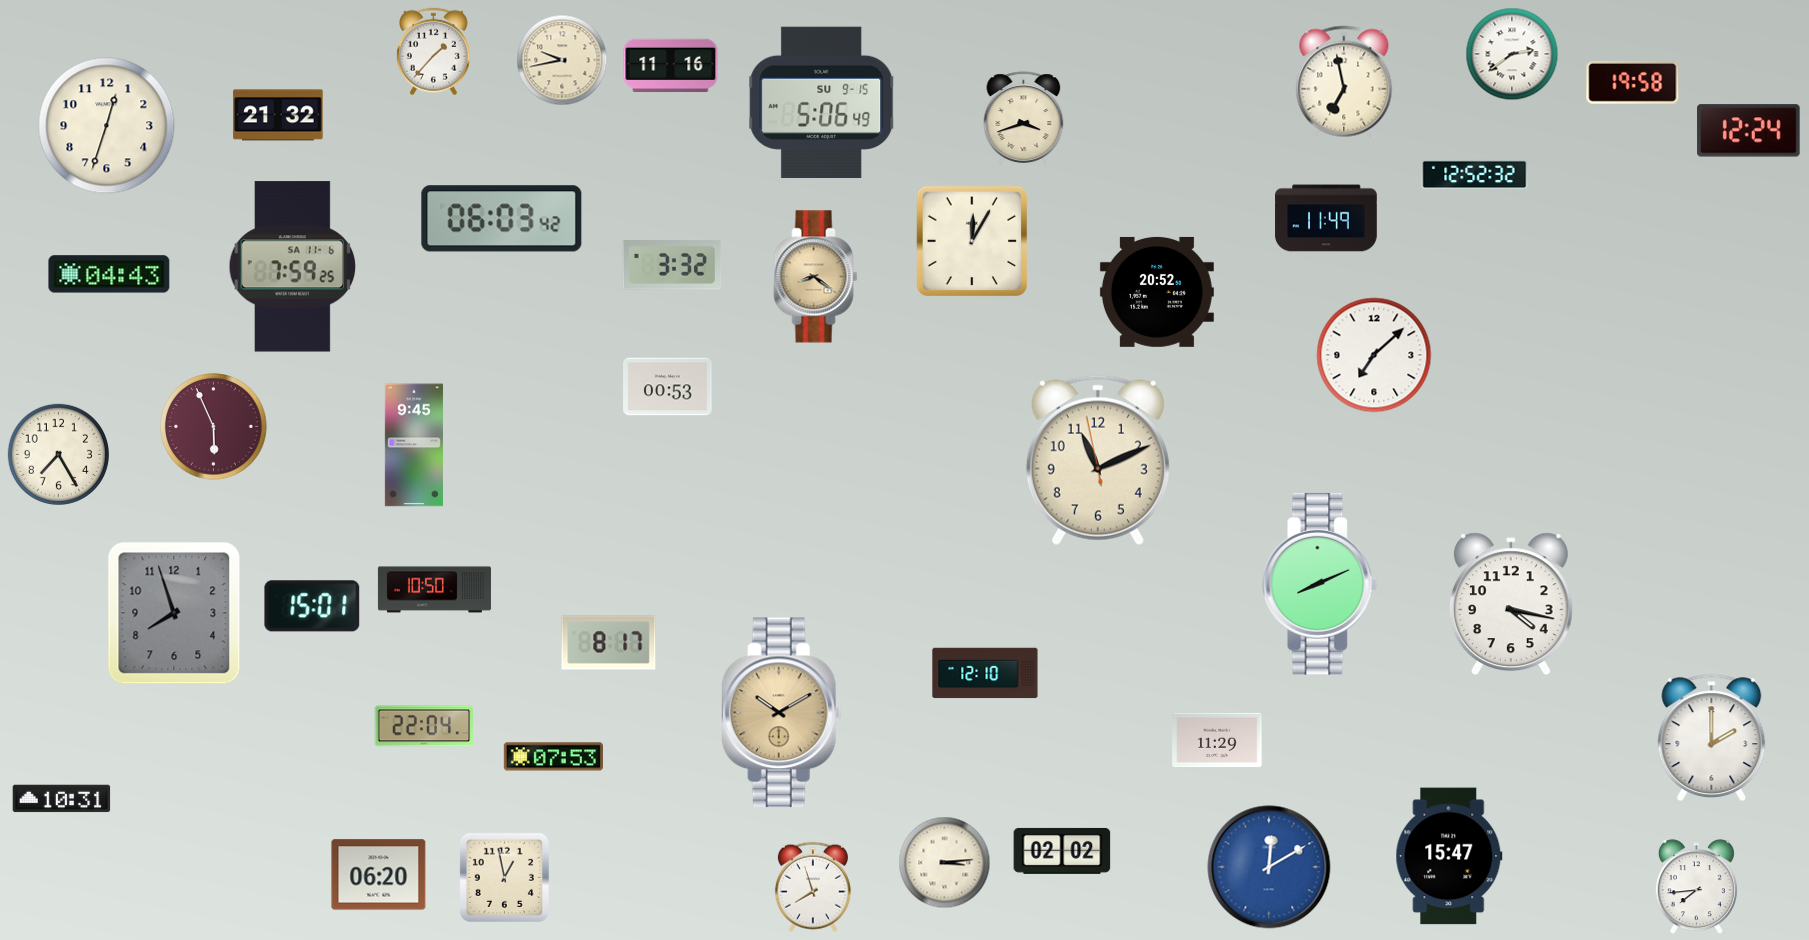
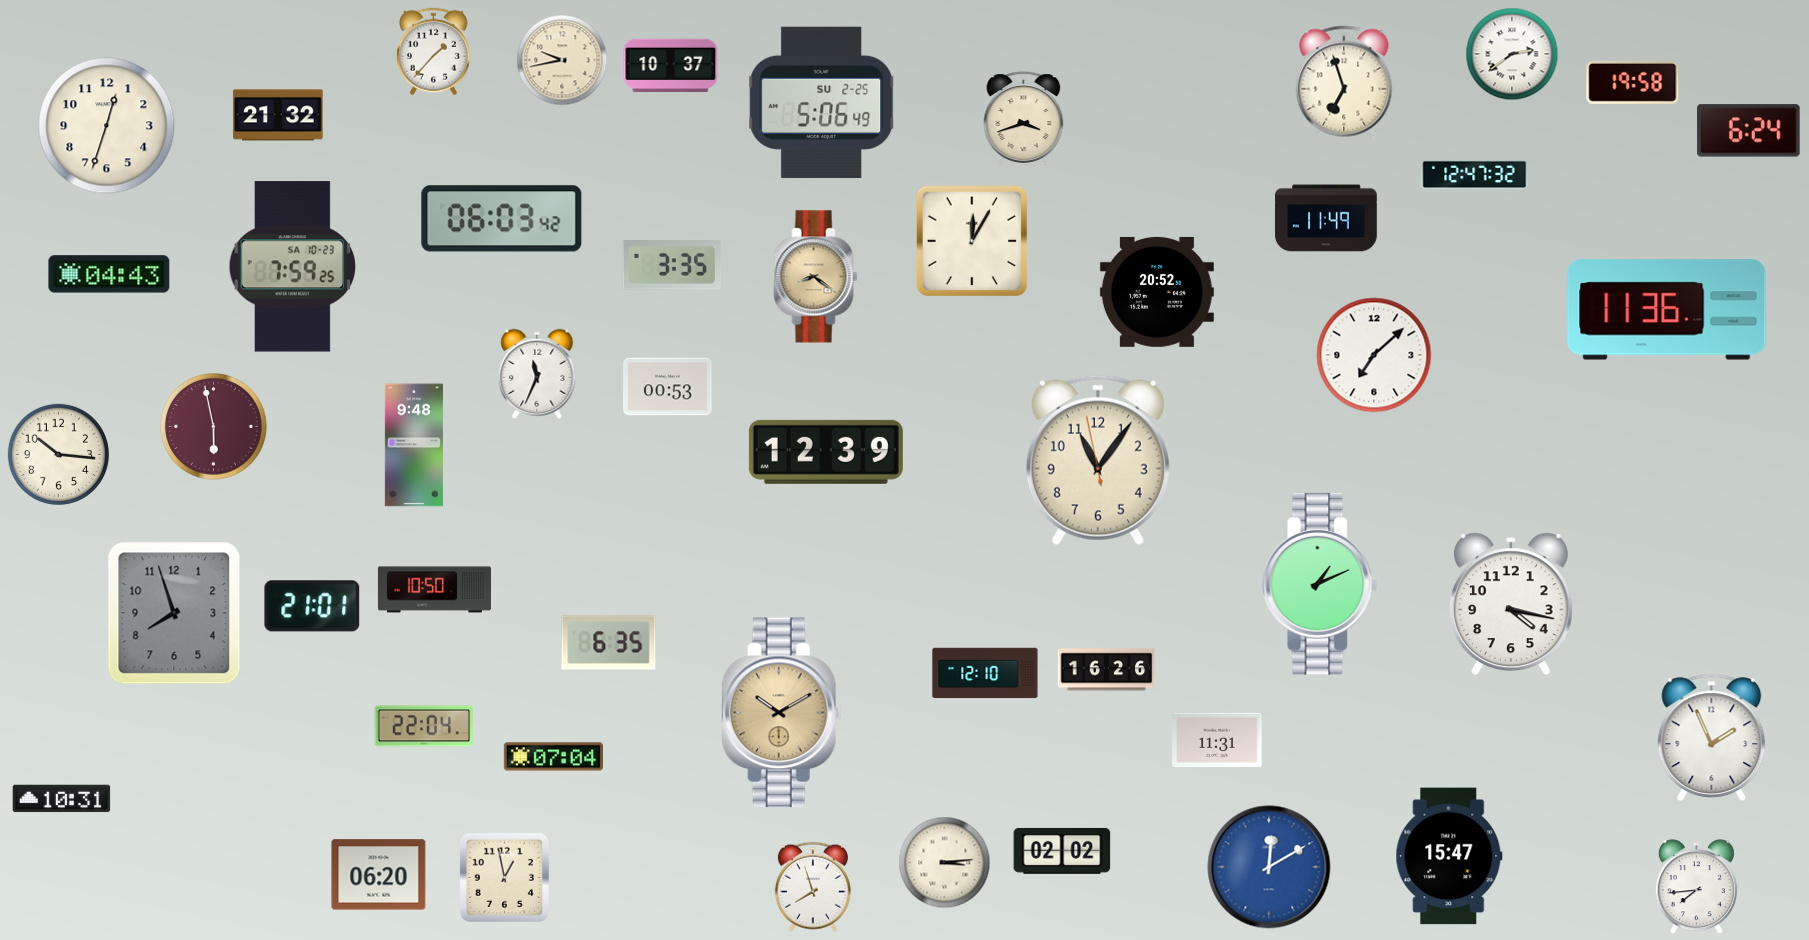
clock at (671, 66): 11:16 -> 10:37
clock at (1344, 83): 6:58 -> 6:57
clock at (822, 102) date: SU 9-15 -> SU 2-25
clock at (1749, 131): 12:24 -> 6:24
clock at (1475, 175): 12:52 -> 12:47
clock at (672, 265): 3:32 -> 3:35
clock at (293, 267) date: SA 11-6 -> SA 10-23
clock at (1667, 310): none -> 11:36
clock at (537, 374): none -> 11:34
clock at (214, 427): 5:56 -> 5:58
clock at (414, 445): 9:45 -> 9:48
clock at (826, 452): none -> 12:39
clock at (58, 454): 7:25 -> 10:16
clock at (1098, 460): 11:10 -> 11:05
clock at (1320, 584): 8:11 -> 1:11
clock at (312, 606): 15:01 -> 21:01
clock at (609, 643): 8:17 -> 6:35
clock at (1107, 670): none -> 16:26
clock at (1712, 738): 2:00 -> 1:56
clock at (1217, 740): 11:29 -> 11:31
clock at (553, 757): 07:53 -> 07:04
